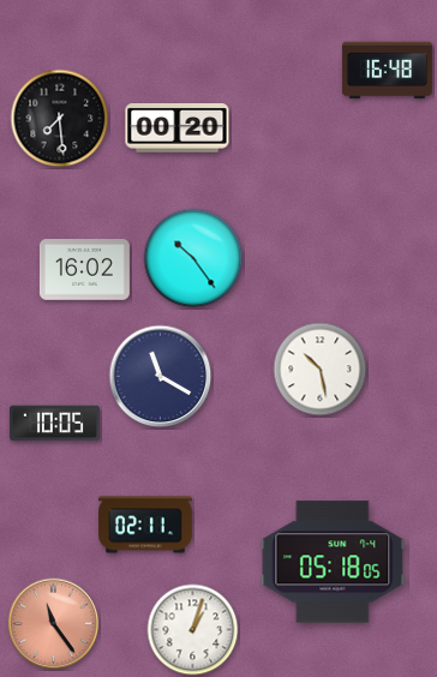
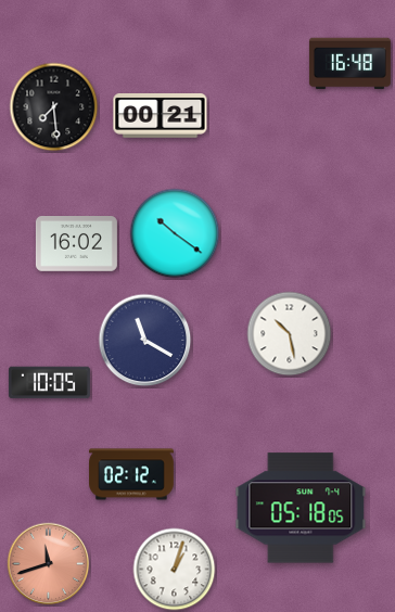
clock at (178, 128): 00:20 -> 00:21
clock at (193, 258): 10:24 -> 10:21
clock at (145, 525): 02:11 -> 02:12
clock at (54, 624): 11:24 -> 11:42
